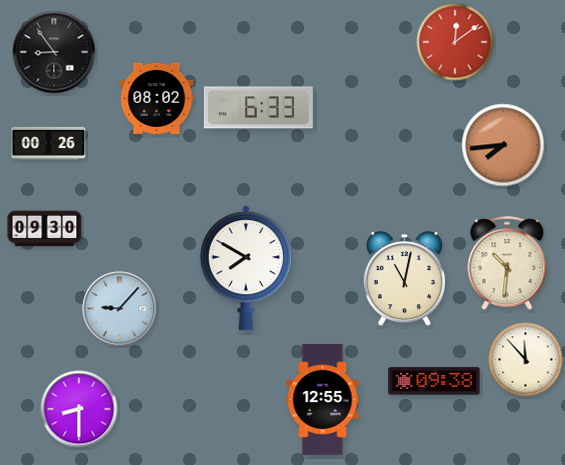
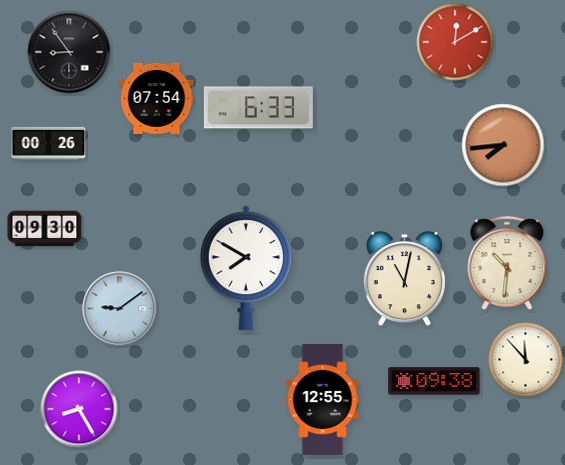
clock at (455, 42): 12:09 -> 12:10
clock at (54, 52) position: (54, 52) -> (69, 52)
clock at (157, 98): 08:02 -> 07:54
clock at (120, 309): 9:07 -> 9:09
clock at (79, 409): 8:30 -> 8:25
